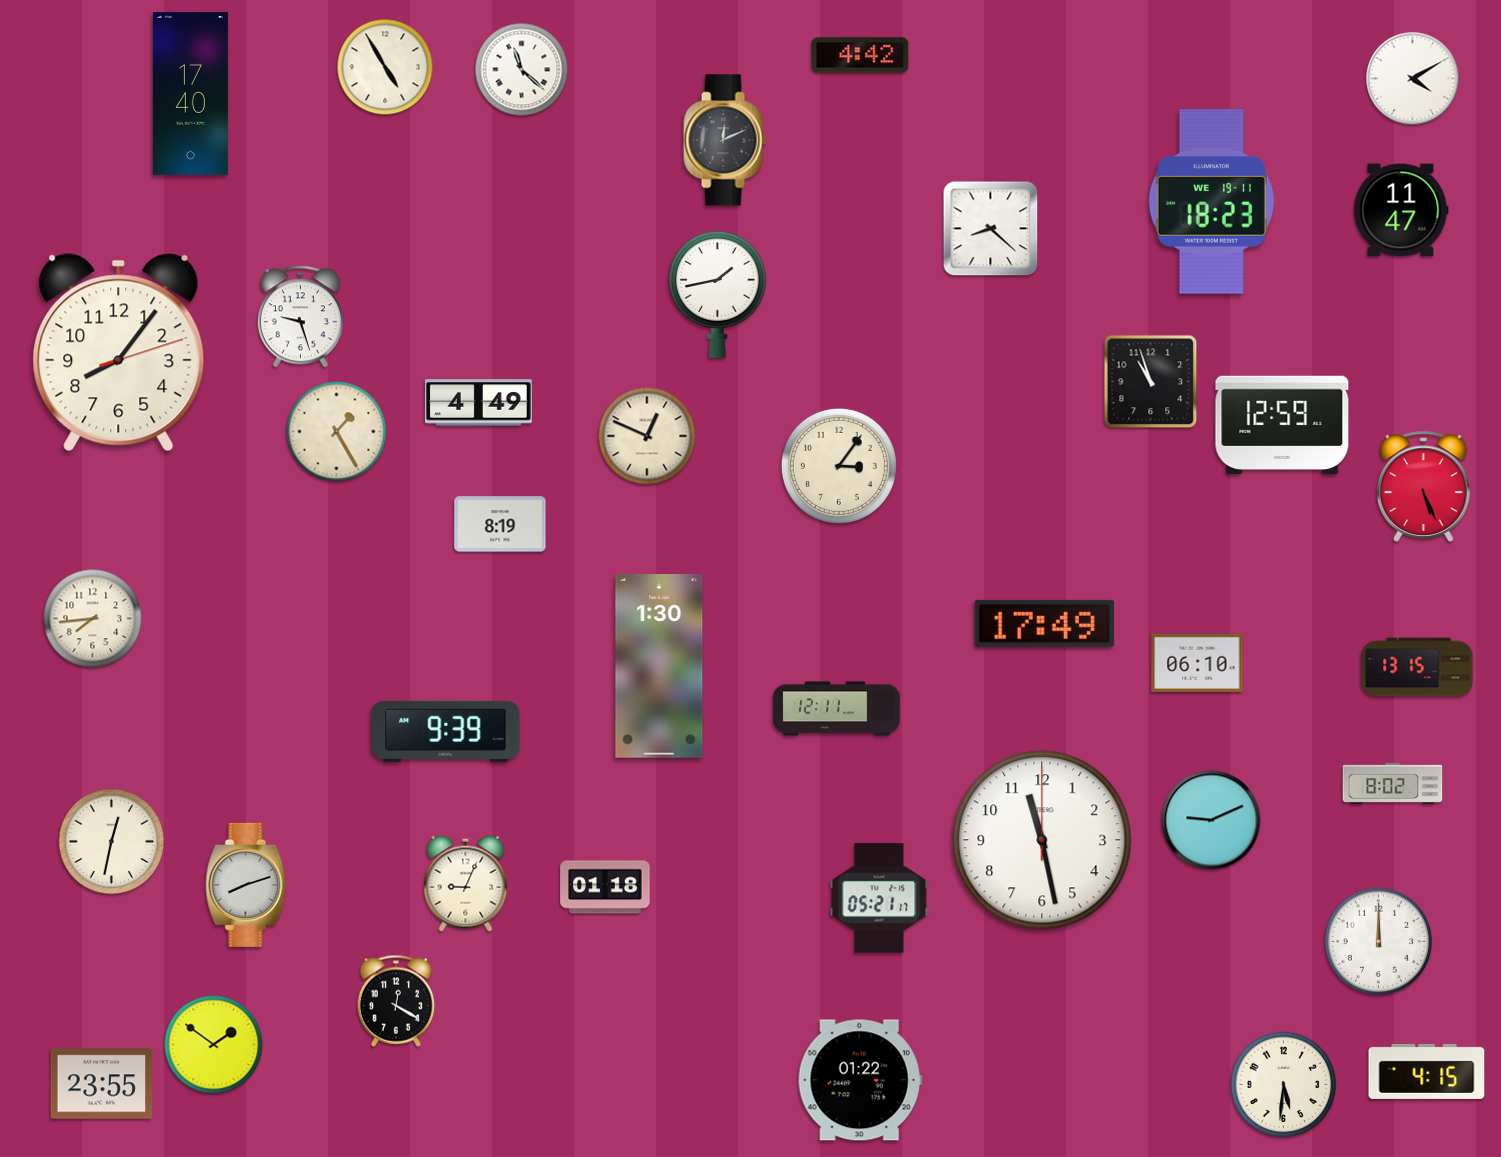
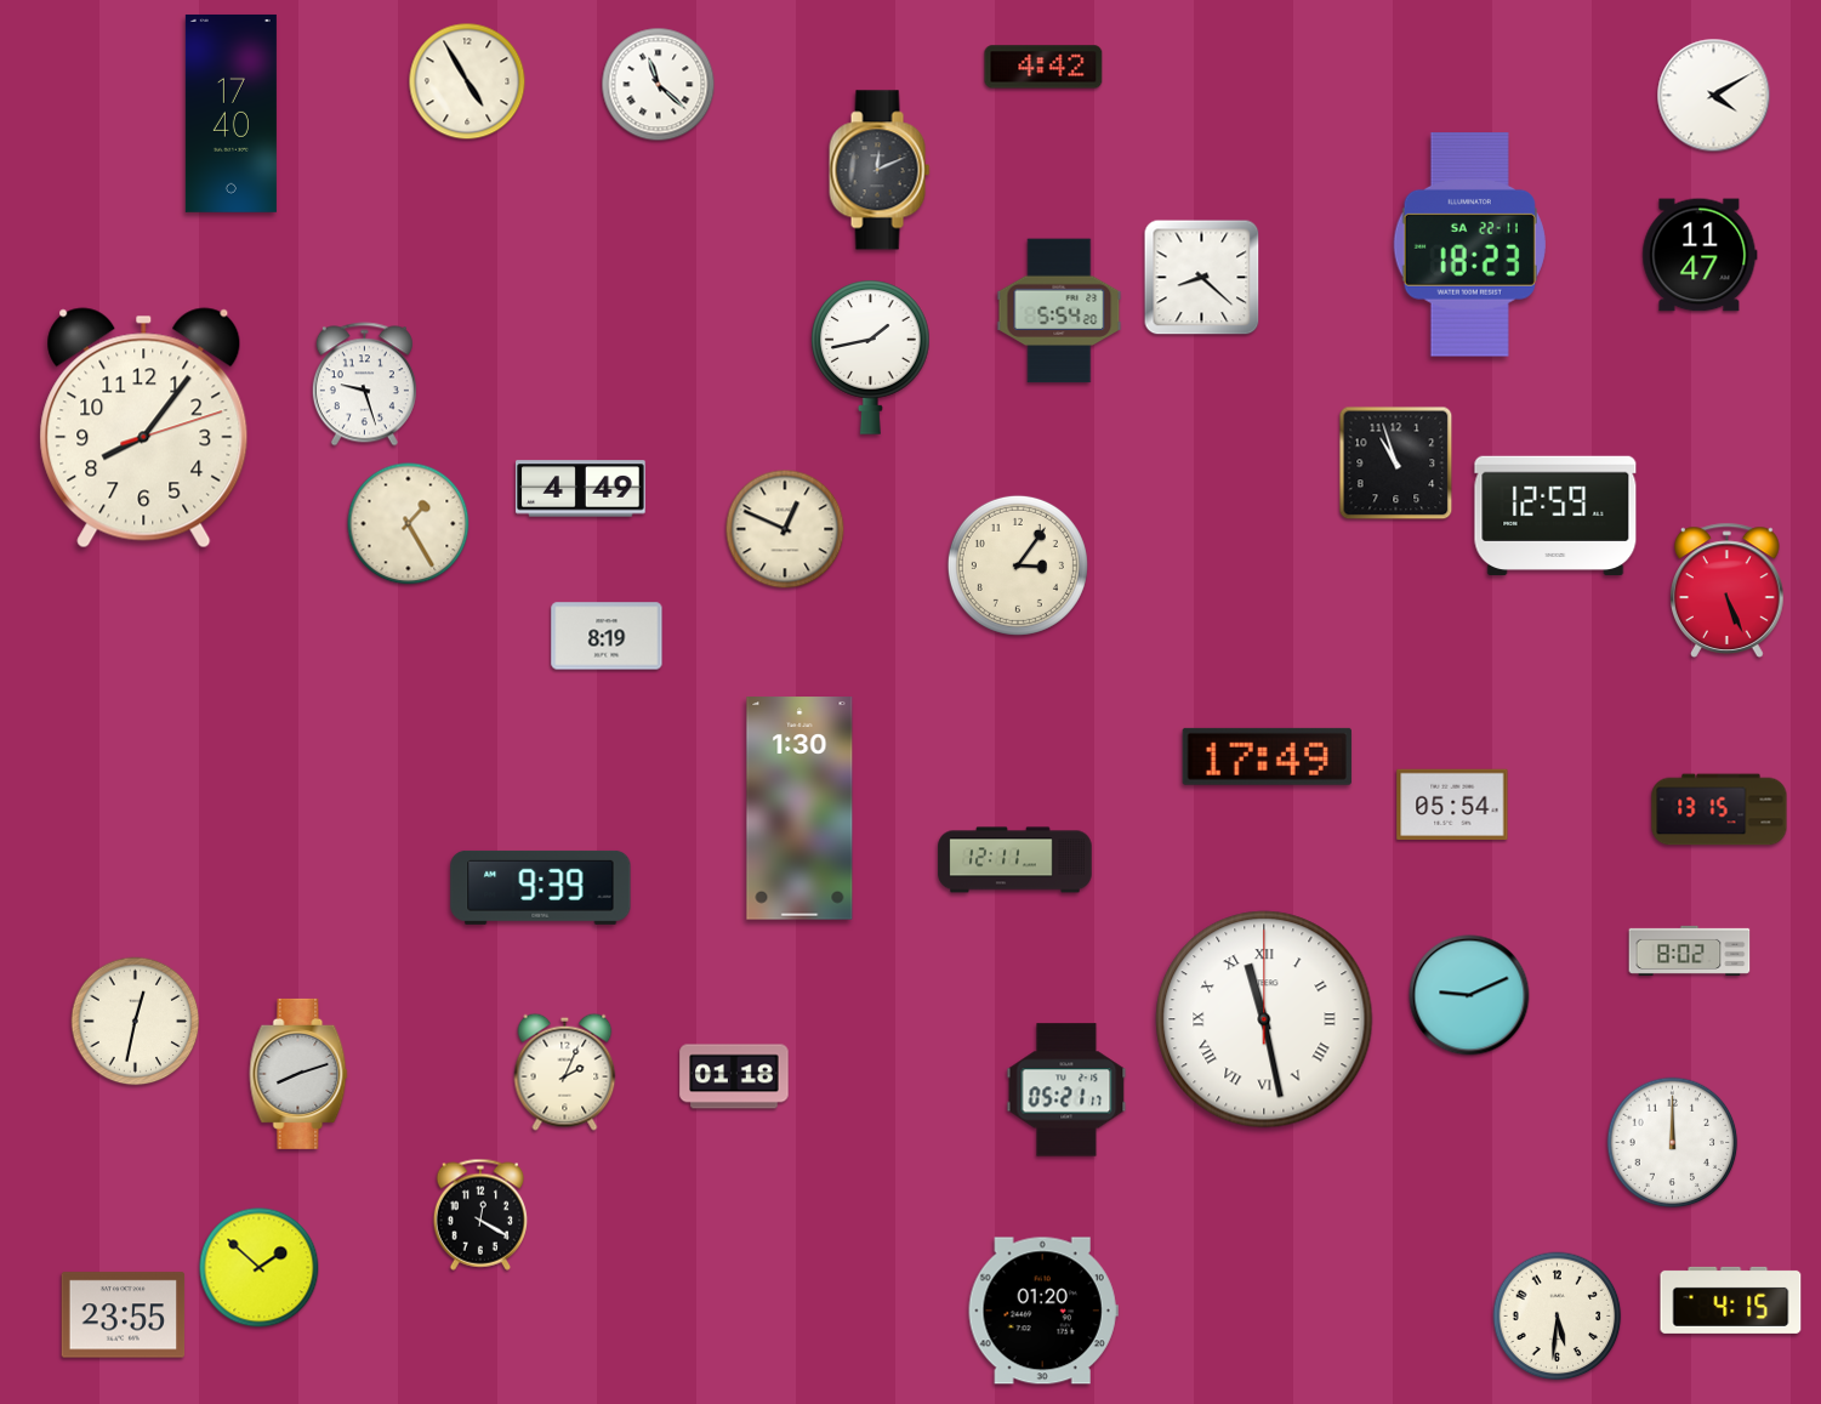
clock at (522, 70) position: (522, 70) -> (659, 85)
clock at (1211, 202) date: WE 19-11 -> SA 22-11
clock at (1059, 311): none -> 5:54
clock at (93, 619): 7:44 -> none
clock at (1197, 662): 06:10 -> 05:54
clock at (1042, 840) numerals: Arabic -> Roman
clock at (466, 883): 9:04 -> 2:04
clock at (214, 1045): 1:51 -> 1:52
clock at (860, 1080): 01:22 -> 01:20
